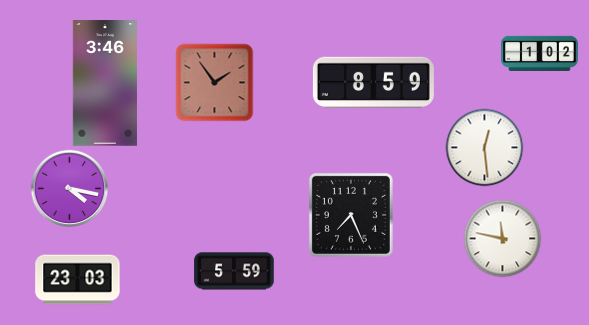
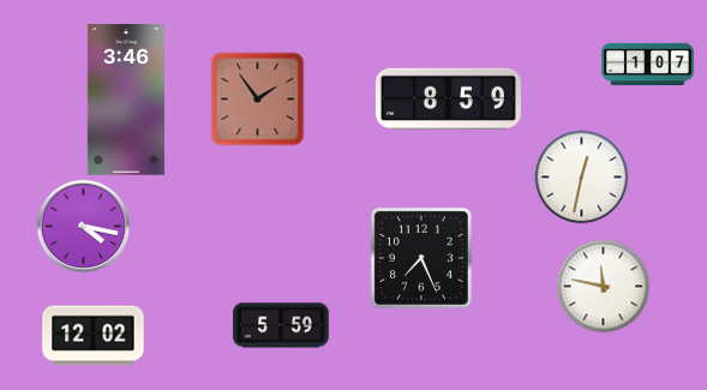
clock at (540, 54): 1:02 -> 1:07
clock at (484, 147): 12:29 -> 12:32
clock at (78, 280): 23:03 -> 12:02
